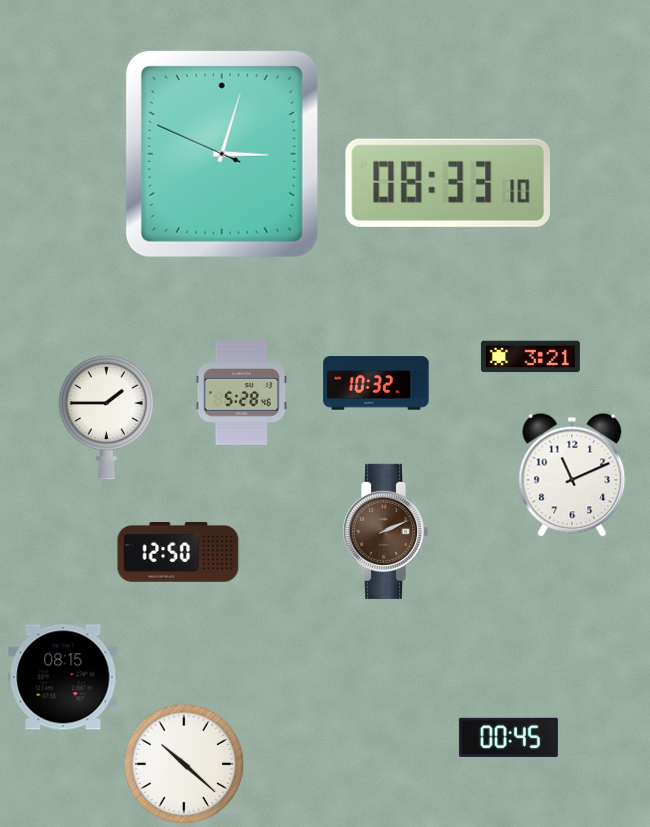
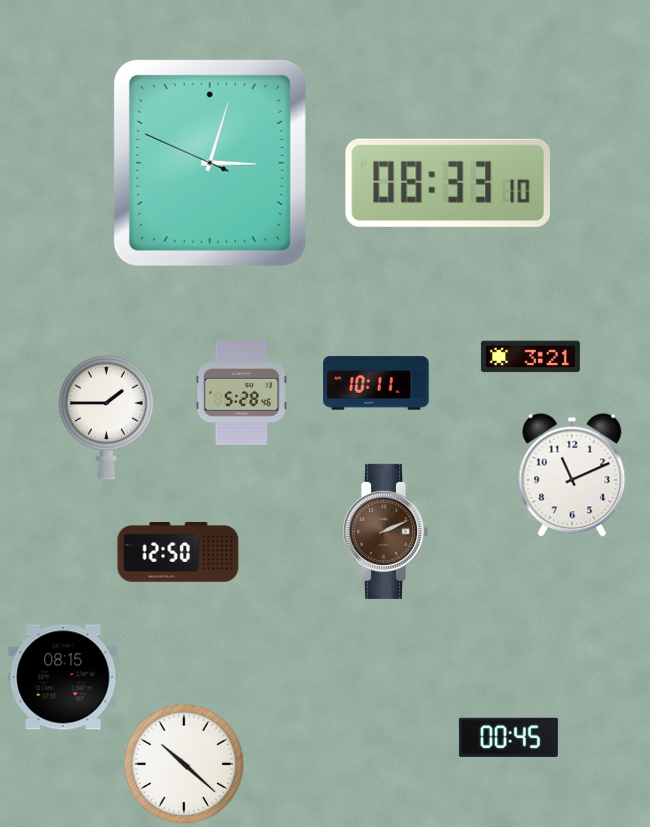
clock at (222, 154) position: (222, 154) -> (210, 163)
clock at (376, 383): 10:32 -> 10:11
